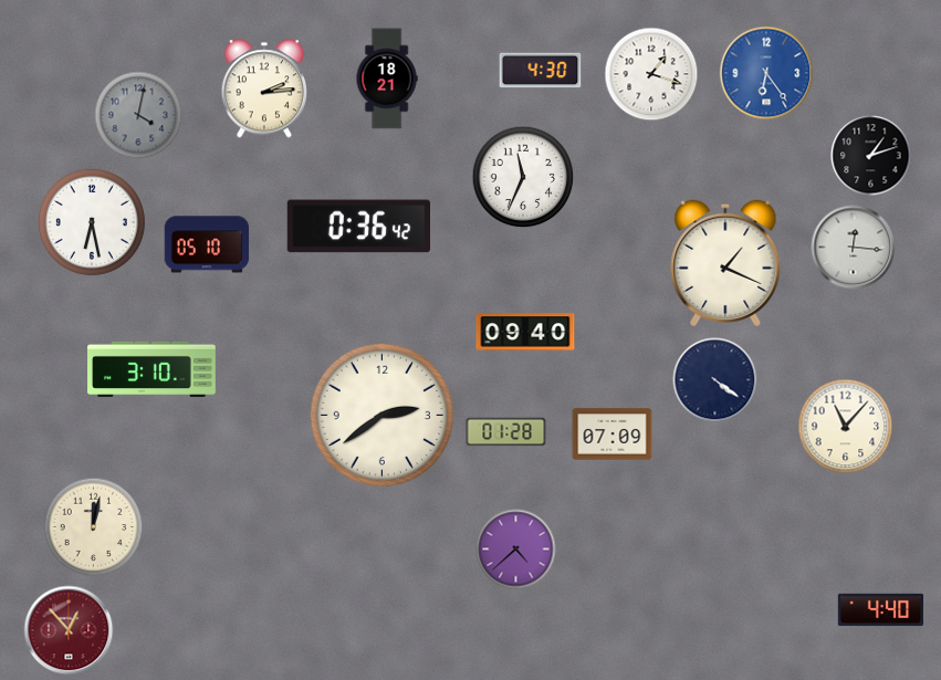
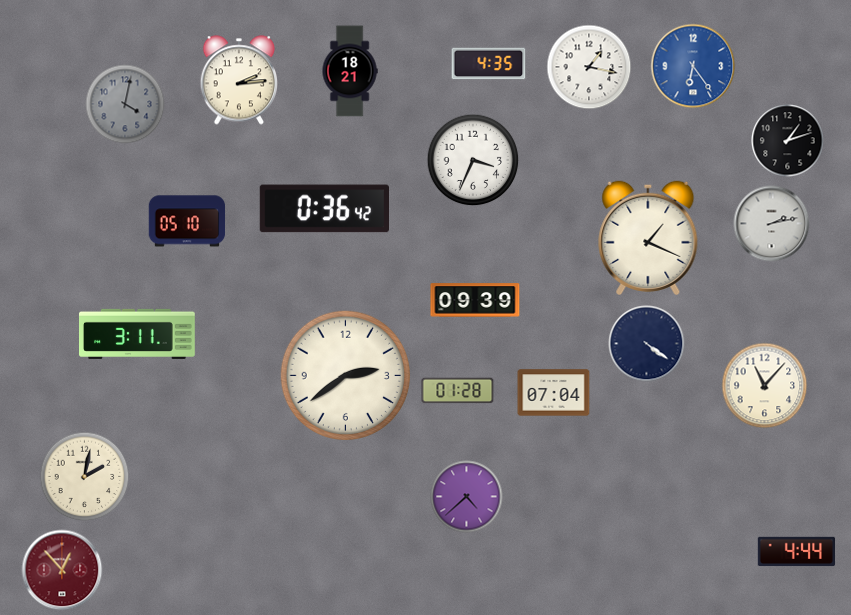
clock at (541, 71): 4:30 -> 4:35
clock at (651, 74): 1:18 -> 1:17
clock at (523, 177): 11:34 -> 3:34
clock at (92, 222): 6:28 -> none
clock at (358, 227) position: (358, 227) -> (324, 209)
clock at (854, 248): 12:16 -> 2:13
clock at (725, 263) position: (725, 263) -> (648, 238)
clock at (525, 332): 09:40 -> 09:39
clock at (151, 369): 3:10 -> 3:11
clock at (613, 435): 07:09 -> 07:04
clock at (94, 527): 12:02 -> 2:02
clock at (881, 610): 4:40 -> 4:44
